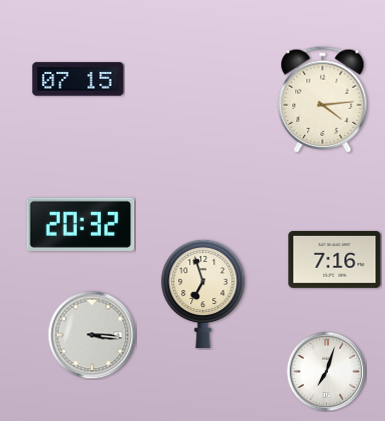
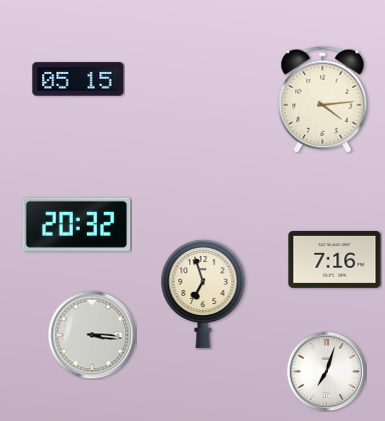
clock at (78, 79): 07:15 -> 05:15
clock at (81, 224) position: (81, 224) -> (77, 224)
